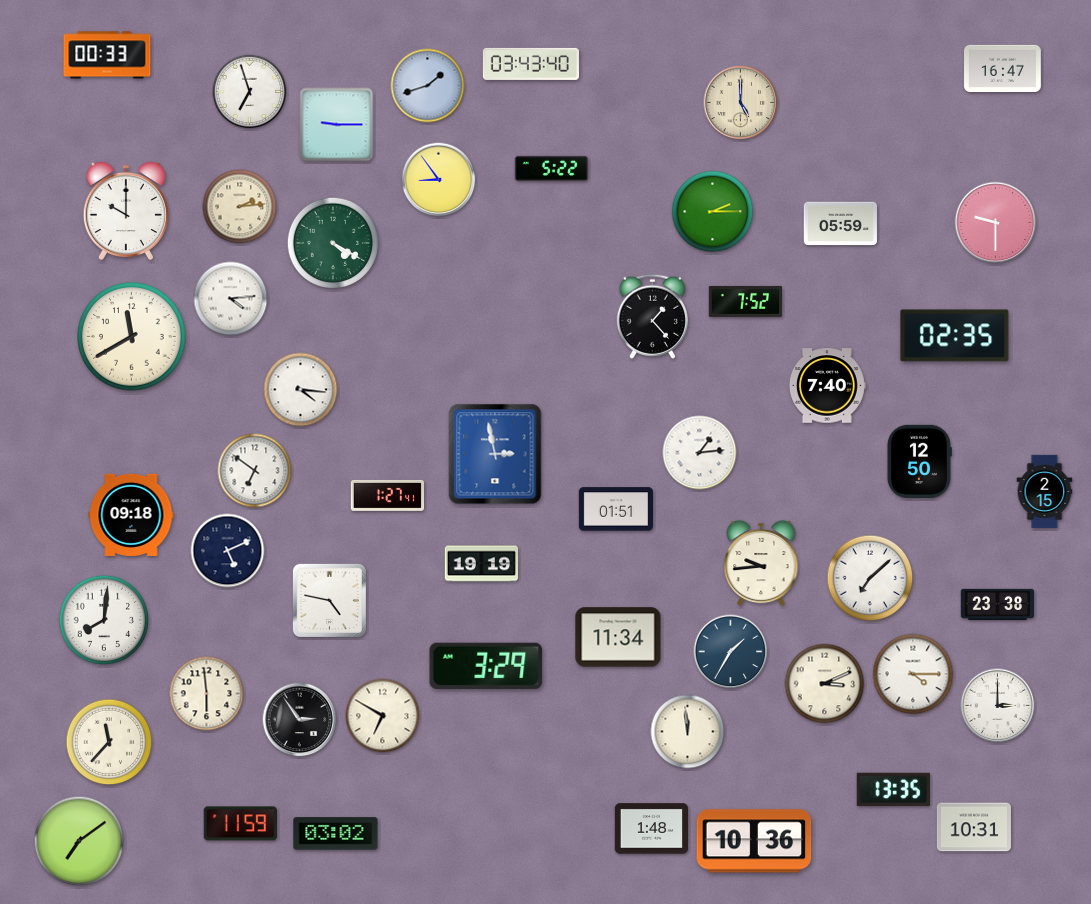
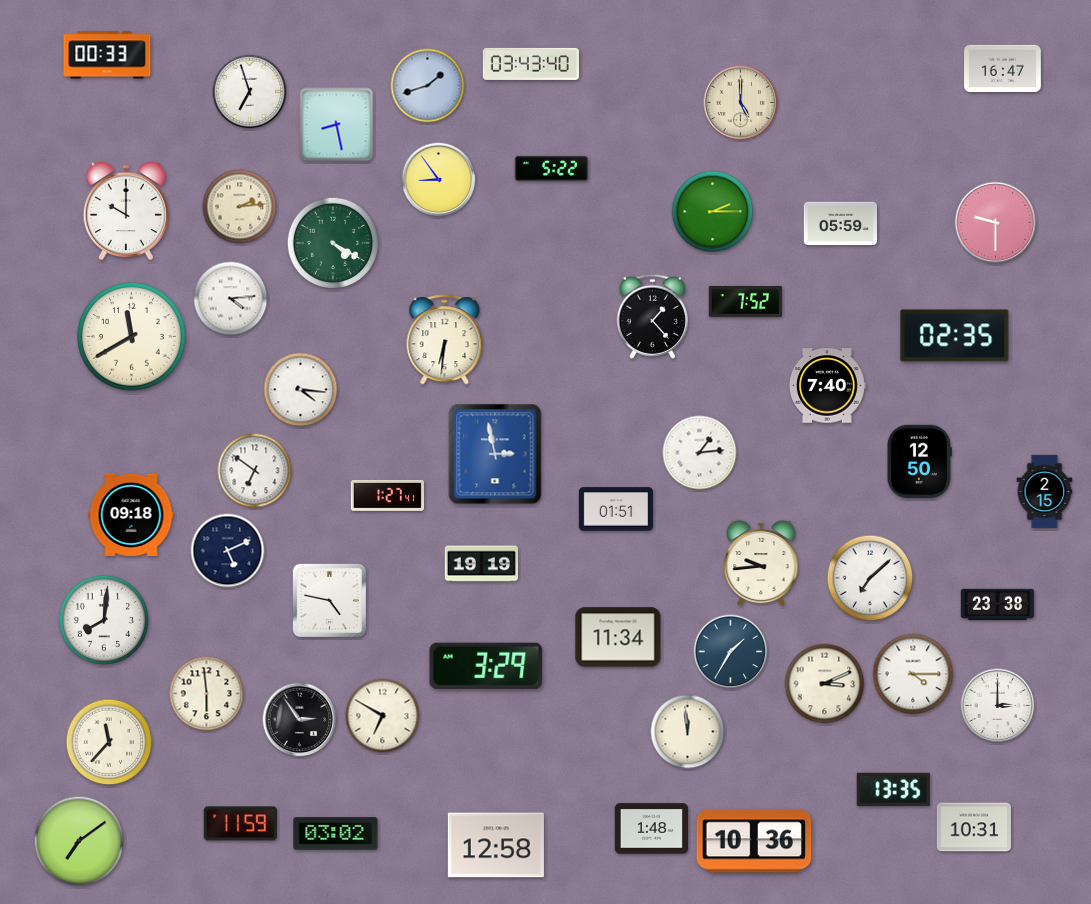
clock at (337, 125): 9:15 -> 8:28
clock at (445, 340): none -> 6:31
clock at (496, 845): none -> 12:58
